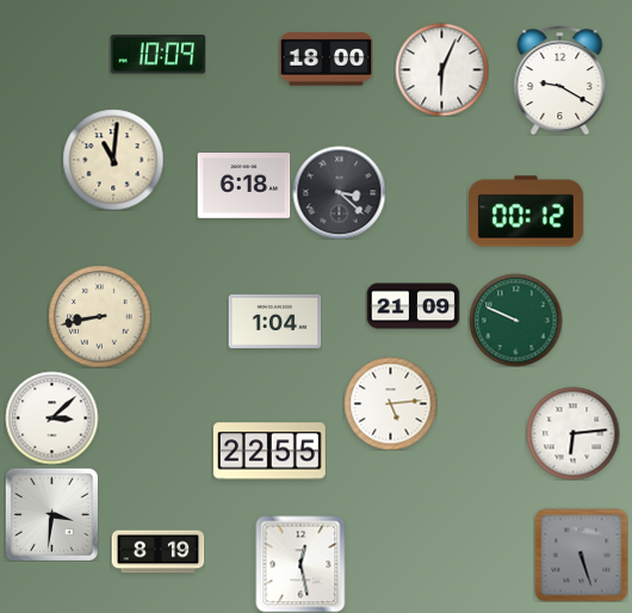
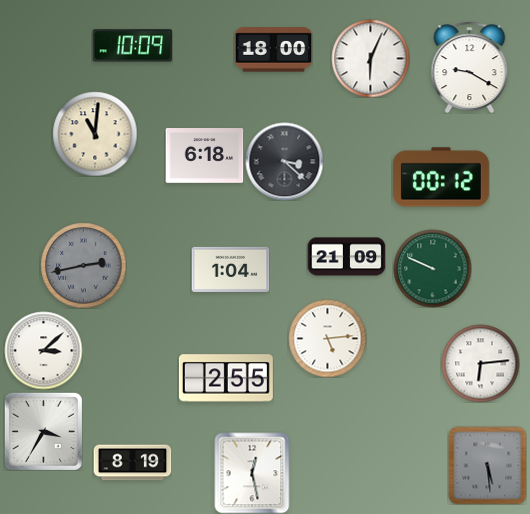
clock at (99, 316): 8:43 -> 2:43
clock at (99, 316) dial: cream -> grey
clock at (269, 451): 22:55 -> 2:55
clock at (51, 514): 3:31 -> 3:35
clock at (581, 555): 5:27 -> 5:29
